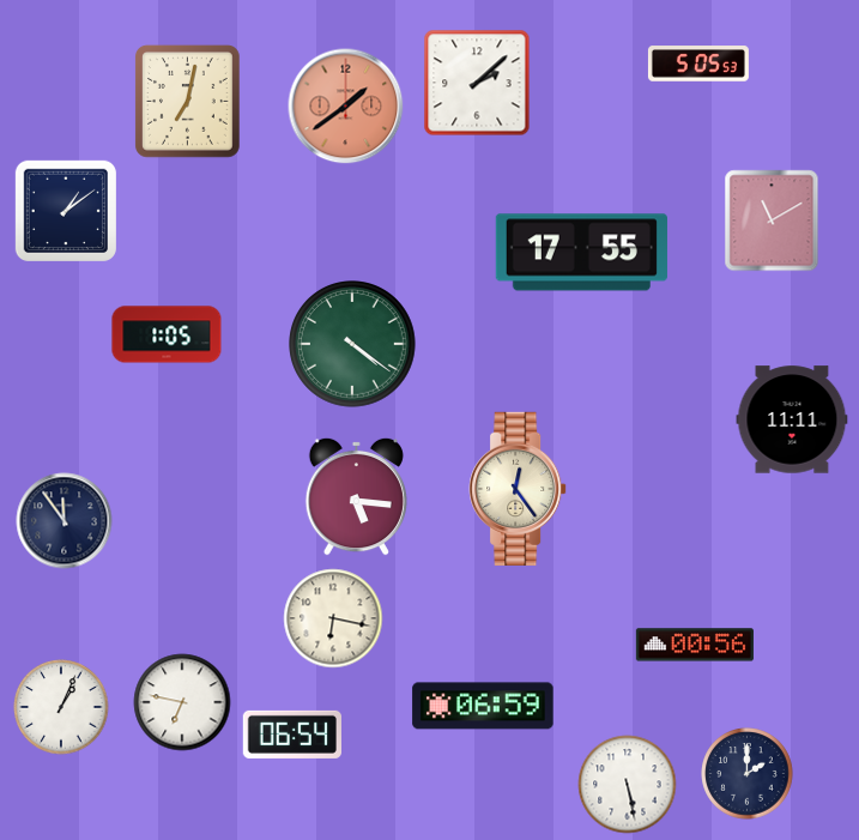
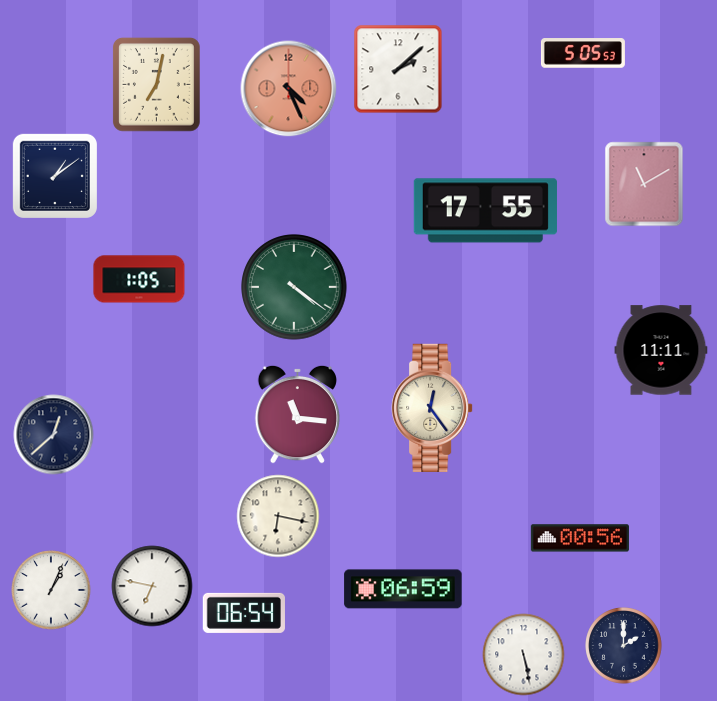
clock at (346, 107): 1:39 -> 4:26
clock at (356, 496): 5:16 -> 11:16
clock at (65, 521): 11:54 -> 12:38
